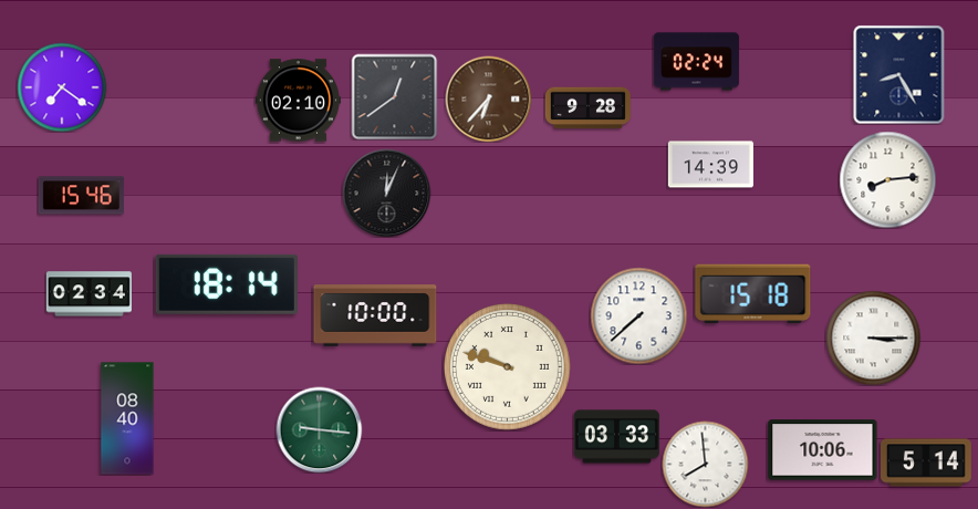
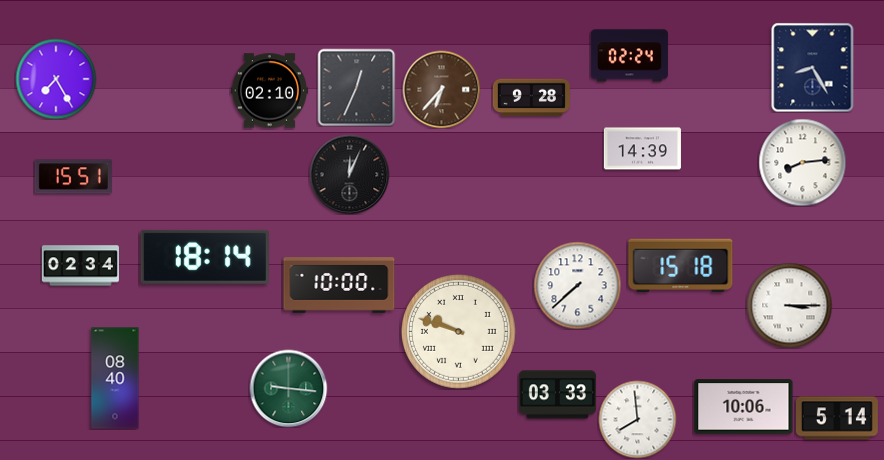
clock at (62, 87): 7:21 -> 7:25
clock at (394, 96): 12:39 -> 12:34
clock at (81, 196): 15:46 -> 15:51
